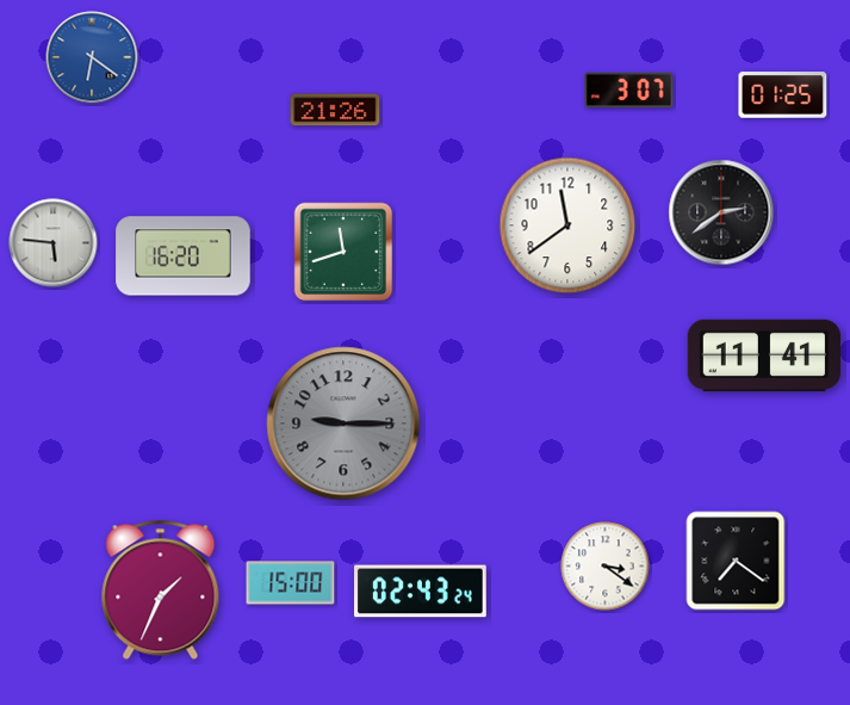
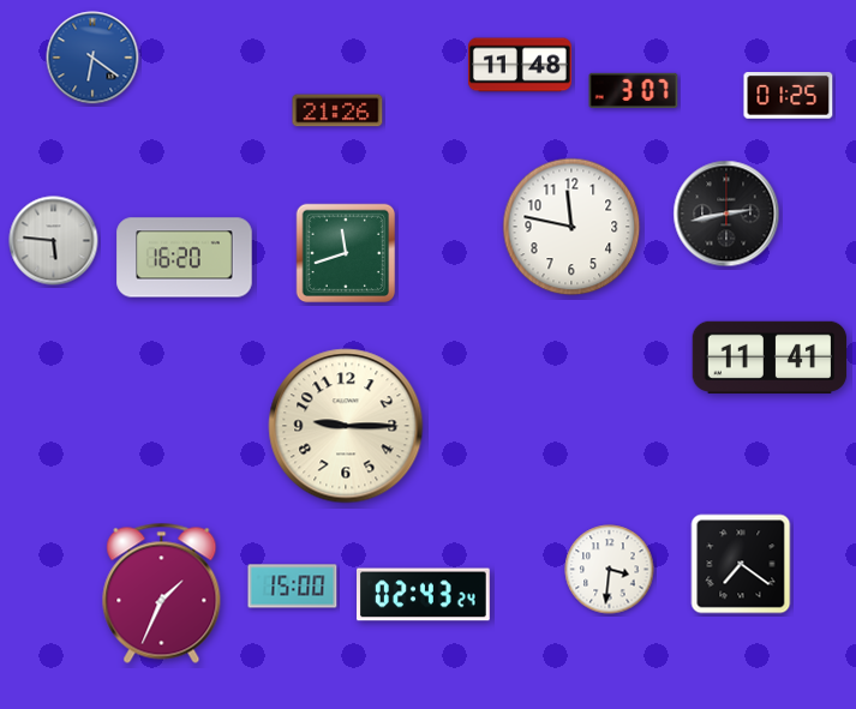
clock at (520, 65): none -> 11:48
clock at (721, 212): 2:39 -> 2:43
clock at (567, 225): 11:39 -> 11:47
clock at (54, 243) position: (54, 243) -> (54, 241)
clock at (343, 423) dial: grey -> cream
clock at (606, 567): 3:21 -> 3:31
